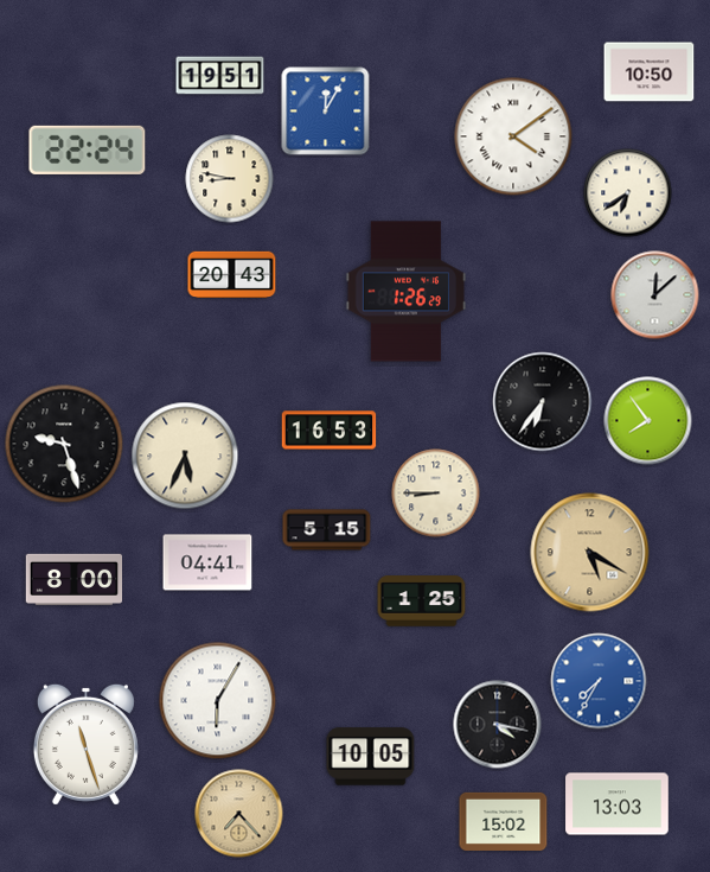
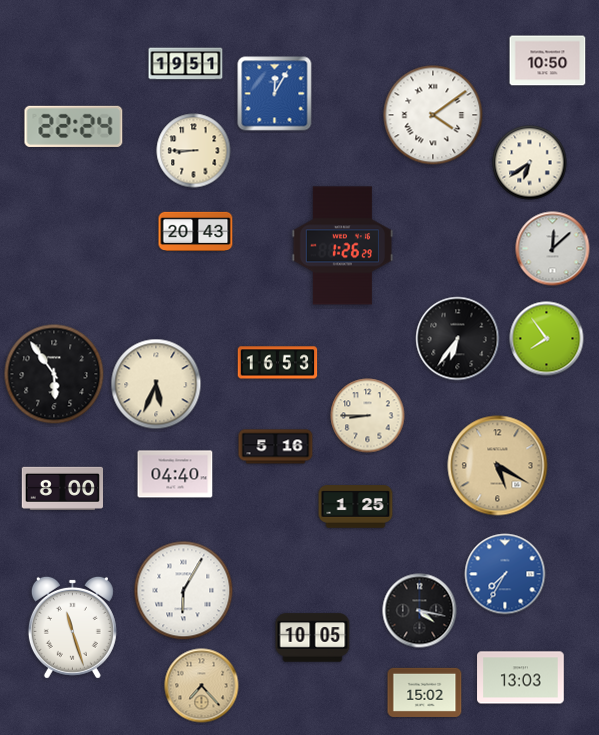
clock at (230, 179): 8:47 -> 8:45
clock at (648, 421) position: (648, 421) -> (547, 339)
clock at (64, 444): 9:27 -> 5:54
clock at (327, 530): 5:15 -> 5:16
clock at (207, 562): 04:41 -> 04:40
